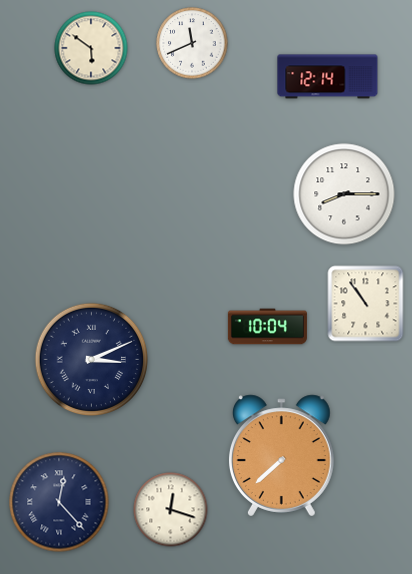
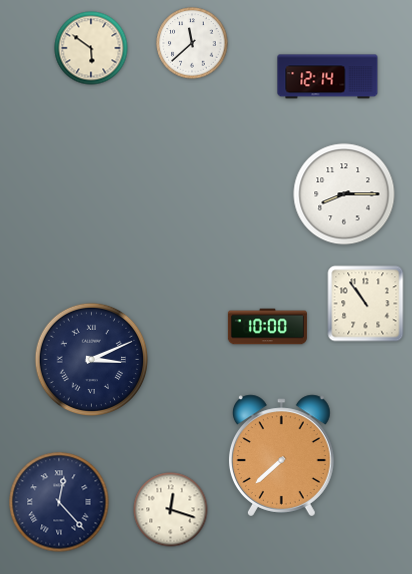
clock at (192, 43): 11:41 -> 11:38
clock at (267, 327): 10:04 -> 10:00
